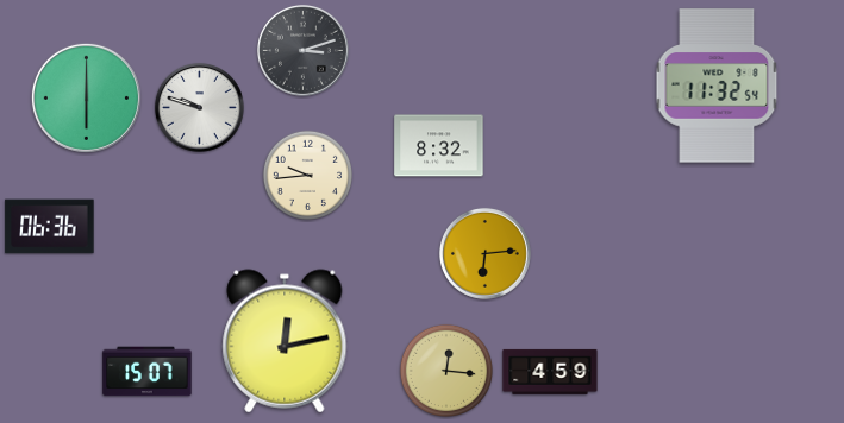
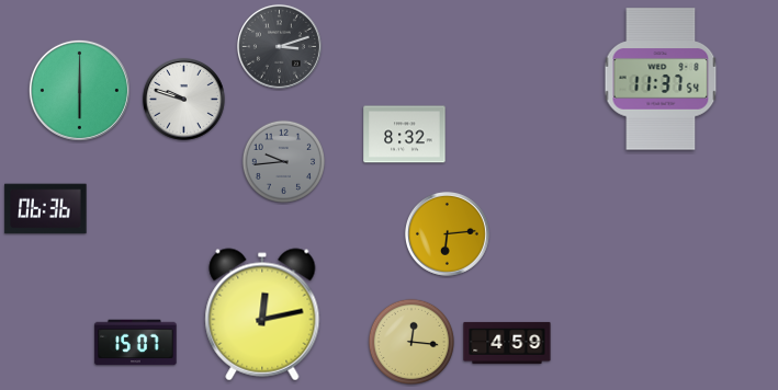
clock at (717, 86): 11:32 -> 11:37
clock at (307, 175) dial: cream -> grey
